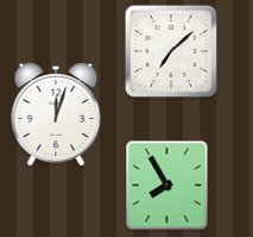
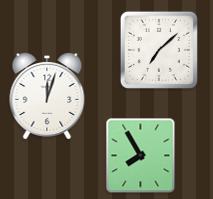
clock at (171, 51) position: (171, 51) -> (159, 50)
